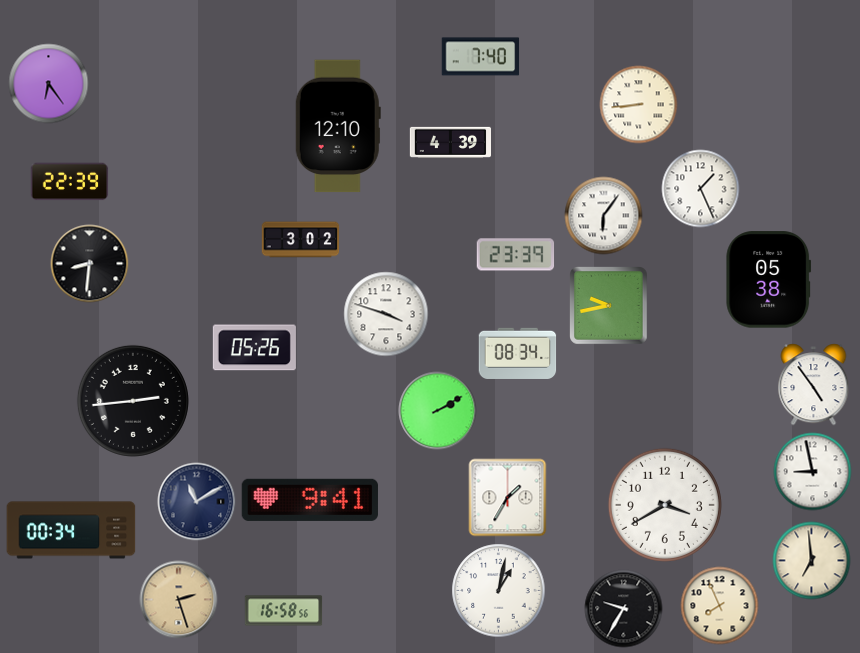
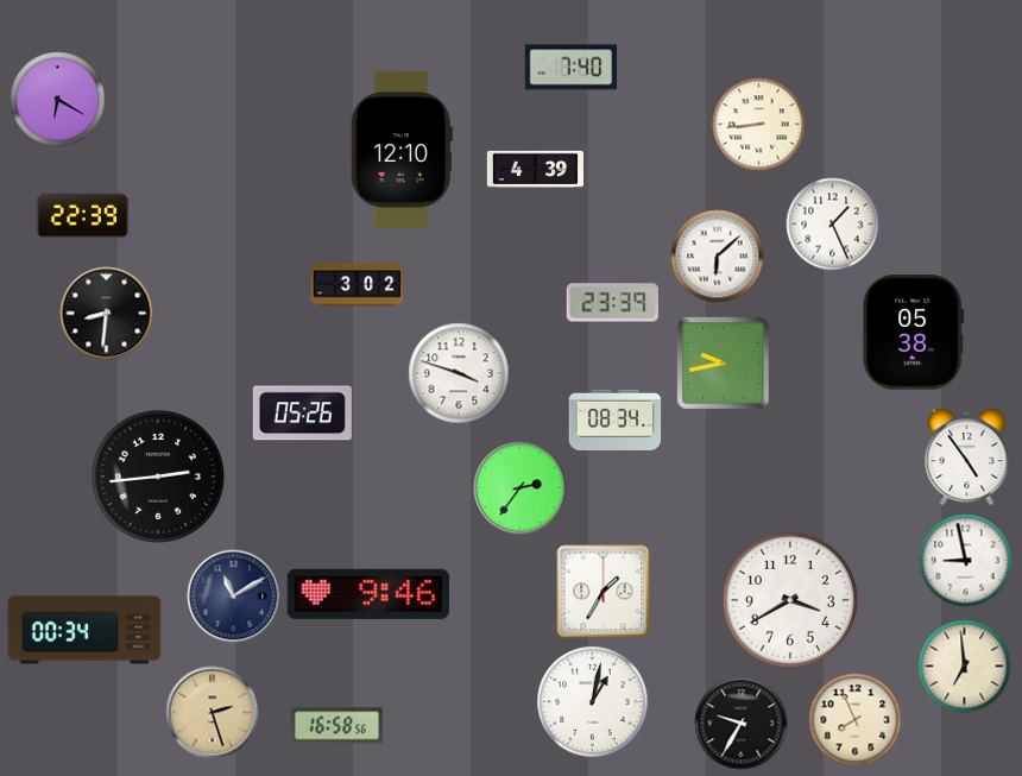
clock at (48, 83): 6:24 -> 6:20
clock at (603, 215): 6:06 -> 6:08
clock at (437, 410): 2:10 -> 2:36
clock at (310, 500): 9:41 -> 9:46
